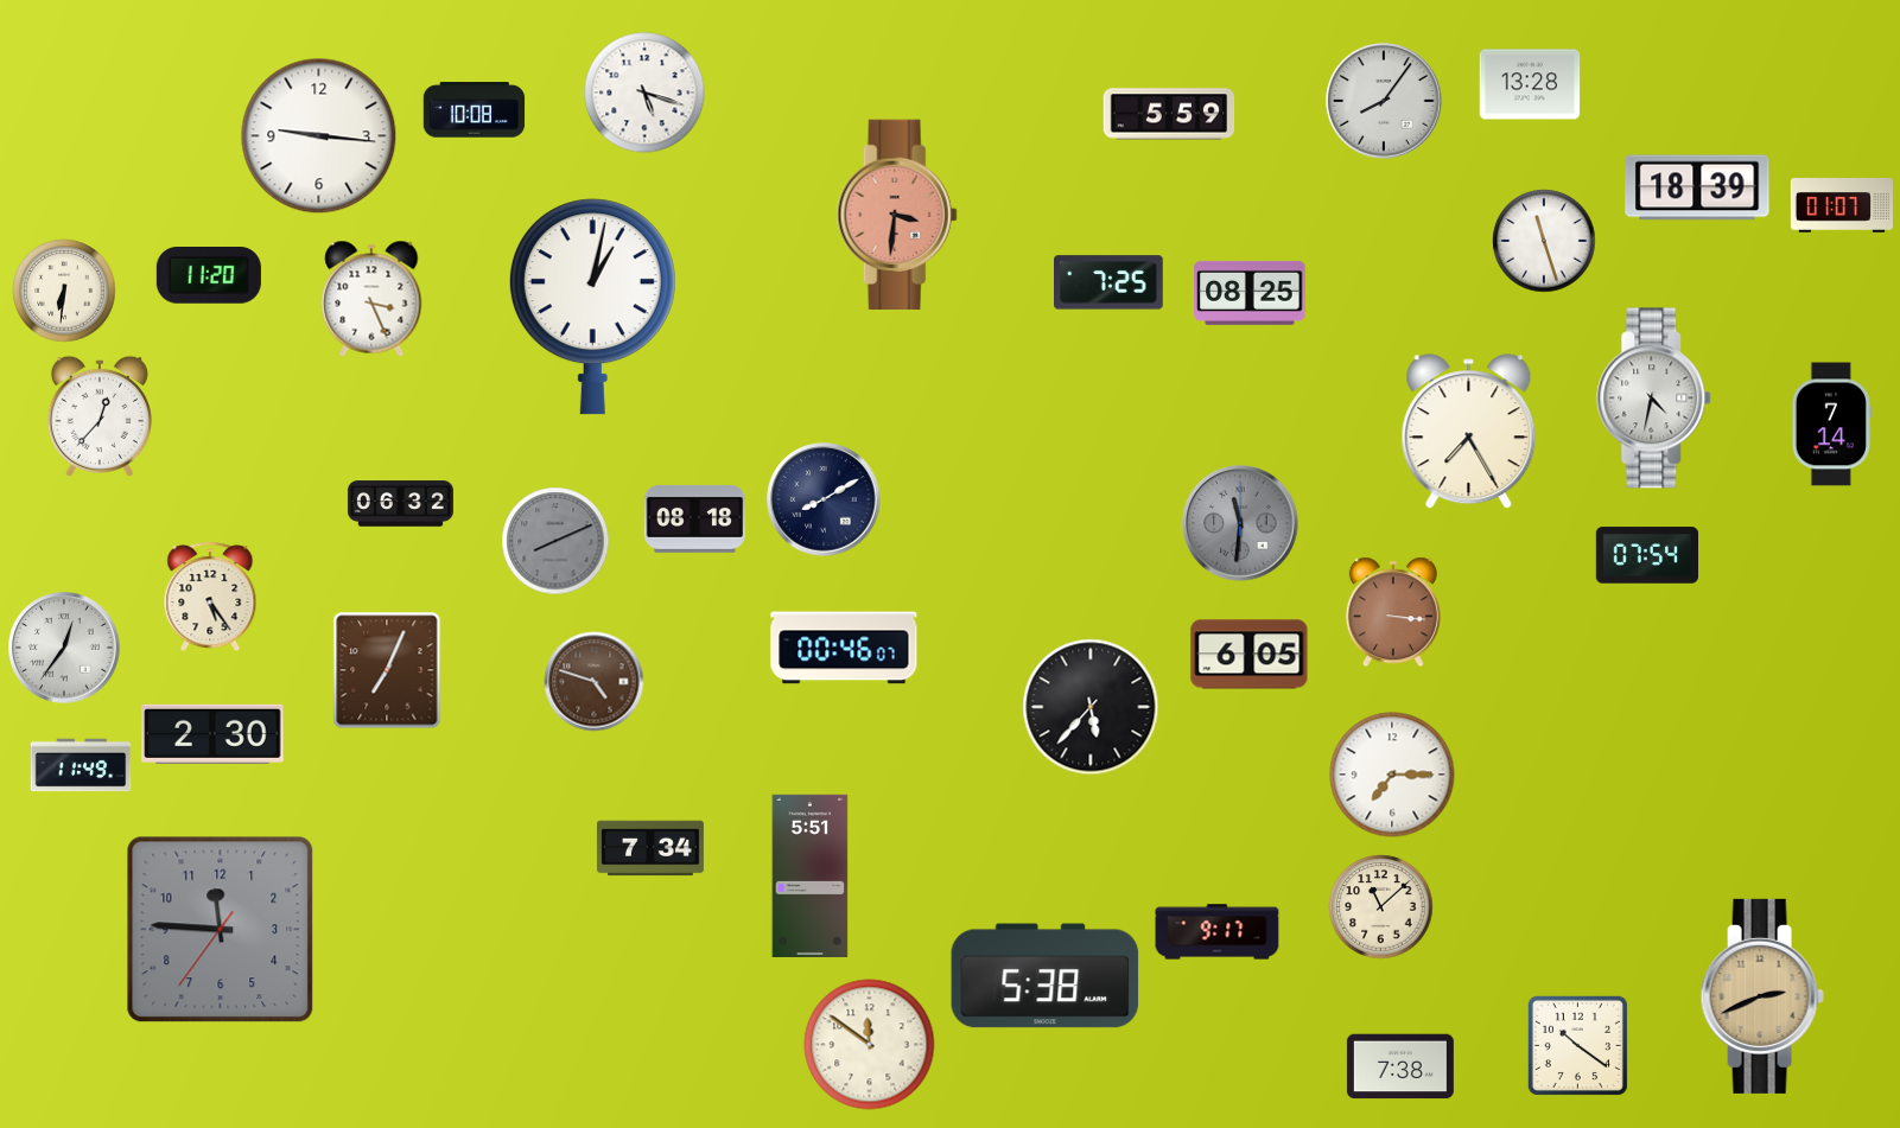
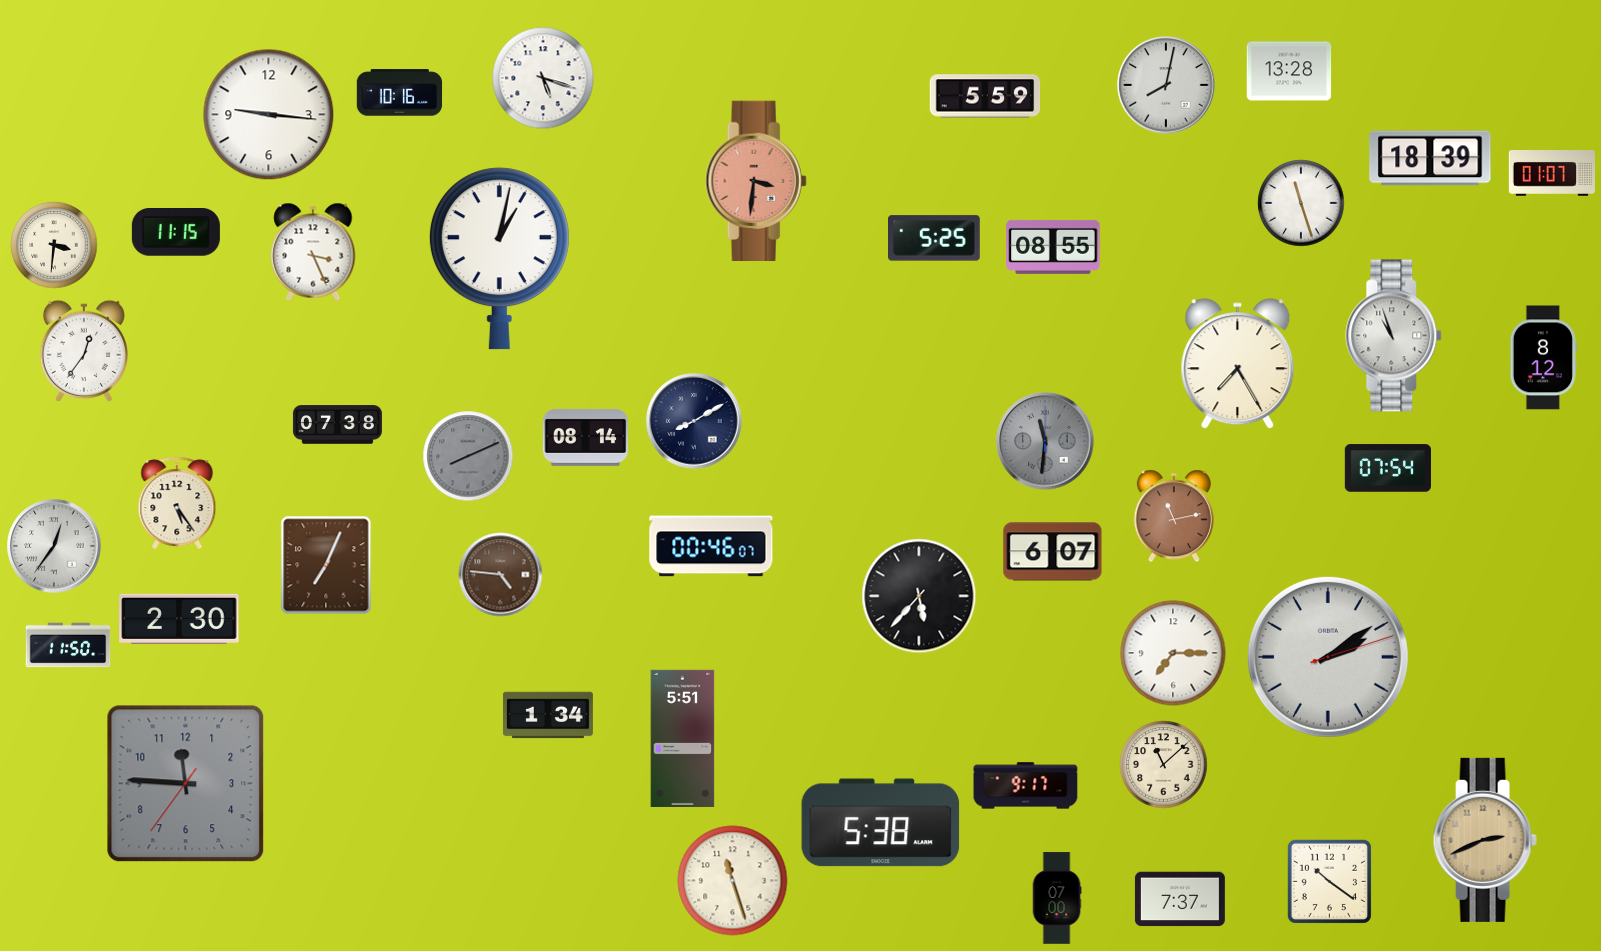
clock at (1384, 101): 8:06 -> 8:02
clock at (475, 110): 10:08 -> 10:16
clock at (209, 276): 11:20 -> 11:15
clock at (1110, 282): 7:25 -> 5:25
clock at (64, 291): 6:31 -> 3:31
clock at (1250, 293): 08:25 -> 08:55
clock at (1654, 399): 4:32 -> 10:57
clock at (100, 416): 12:37 -> 12:36
clock at (1831, 425): 7:14 -> 8:12
clock at (400, 504): 06:32 -> 07:38
clock at (695, 518): 08:18 -> 08:14
clock at (1393, 612): 3:16 -> 11:13
clock at (1250, 655): 6:05 -> 6:07
clock at (595, 682): 4:48 -> 4:46
clock at (81, 765): 11:49 -> 11:50
clock at (1328, 657): none -> 2:09
clock at (650, 848): 7:34 -> 1:34
clock at (870, 1045): 11:51 -> 11:27
clock at (1057, 898): none -> 07:00
clock at (1400, 1066): 7:38 -> 7:37
